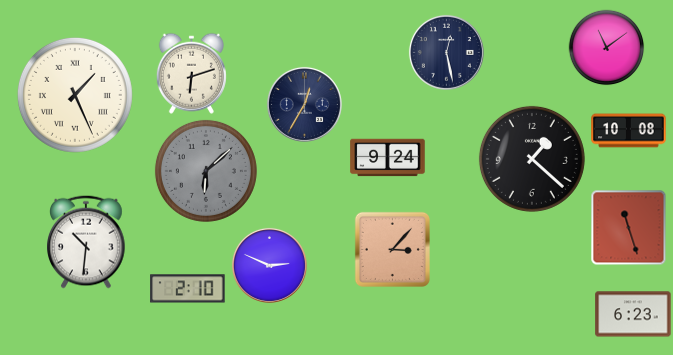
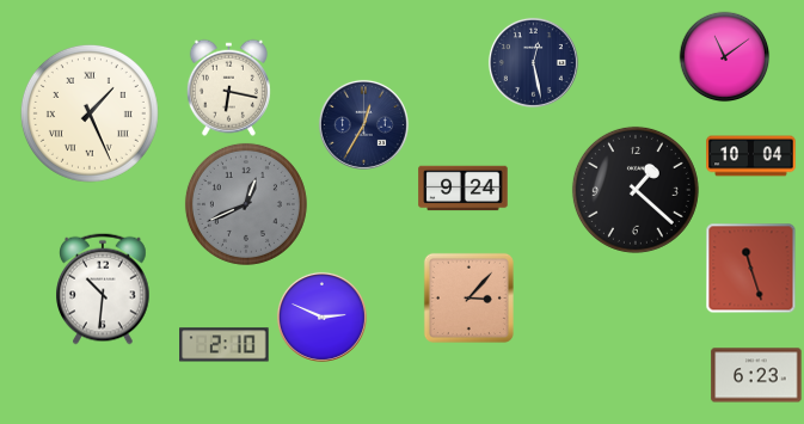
clock at (191, 73): 6:12 -> 6:17
clock at (629, 131): 10:08 -> 10:04
clock at (206, 171): 6:08 -> 12:41
clock at (629, 228) position: (629, 228) -> (751, 269)
